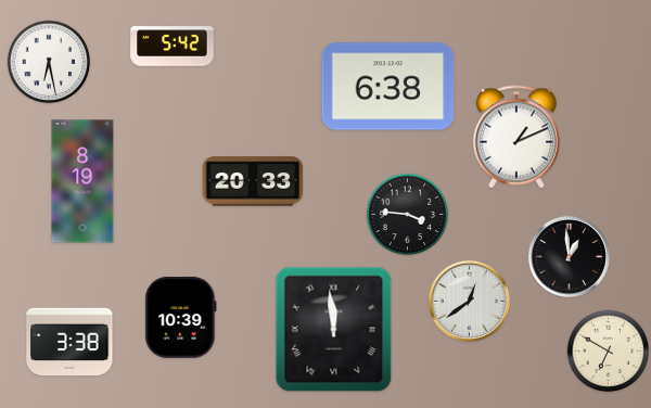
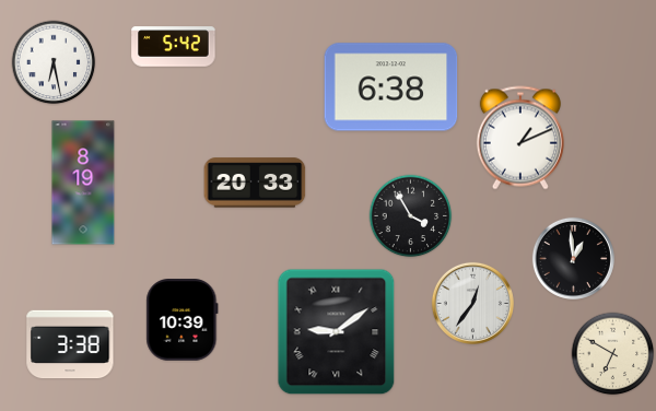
clock at (49, 62) position: (49, 62) -> (54, 62)
clock at (408, 215): 3:46 -> 3:55
clock at (469, 301): 12:39 -> 12:36
clock at (334, 330): 11:59 -> 9:09
